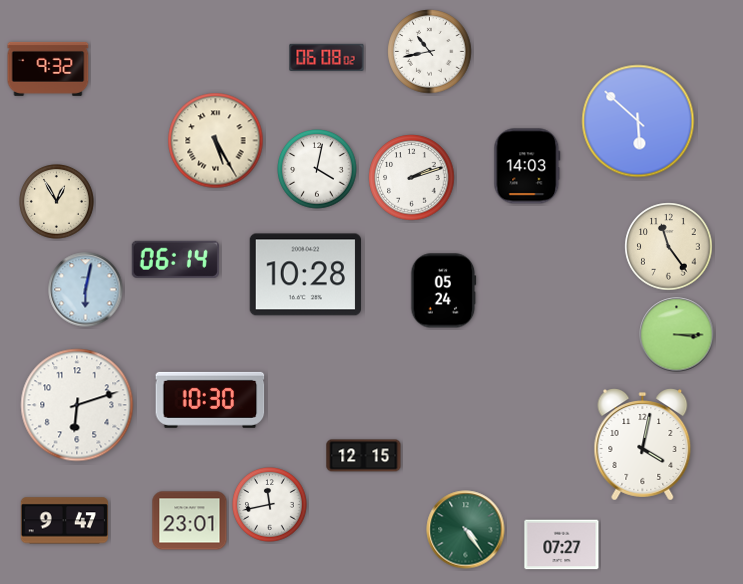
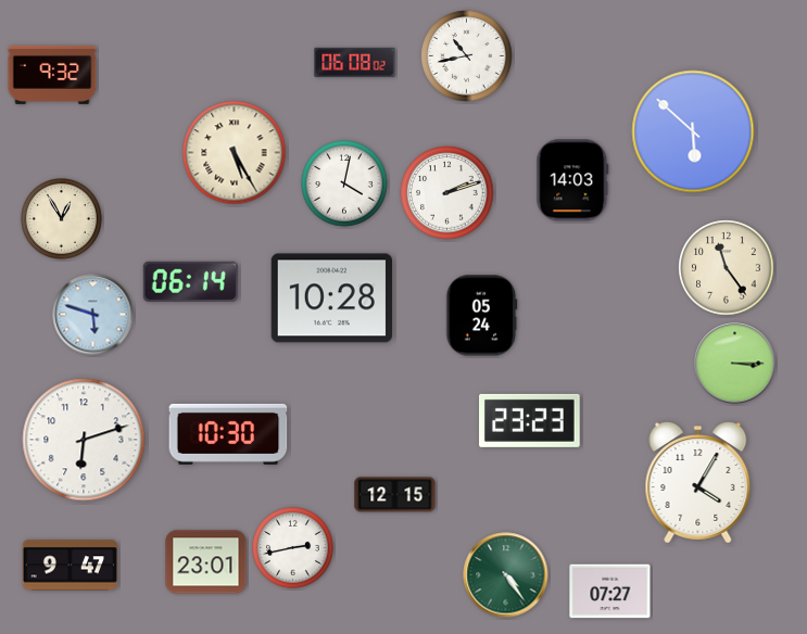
clock at (86, 290): 6:02 -> 5:48
clock at (530, 420): none -> 23:23
clock at (643, 445): 4:02 -> 4:05
clock at (270, 505): 11:43 -> 2:43
clock at (190, 521) position: (190, 521) -> (206, 562)
